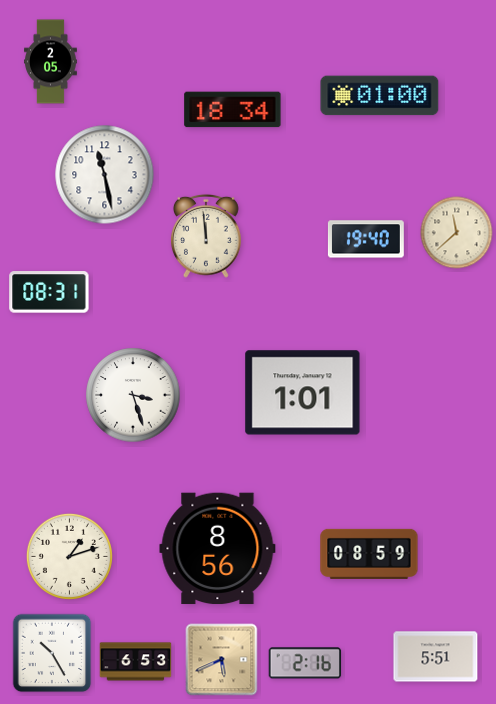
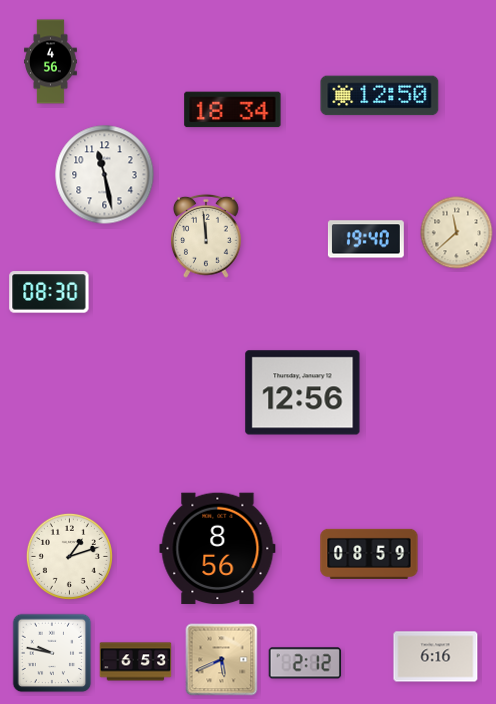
clock at (51, 62): 2:05 -> 4:56
clock at (380, 96): 01:00 -> 12:50
clock at (49, 292): 08:31 -> 08:30
clock at (303, 393): 1:01 -> 12:56
clock at (133, 395): 3:27 -> none
clock at (52, 653): 10:25 -> 9:47
clock at (436, 657): 5:51 -> 6:16
clock at (305, 663): 2:16 -> 2:12
